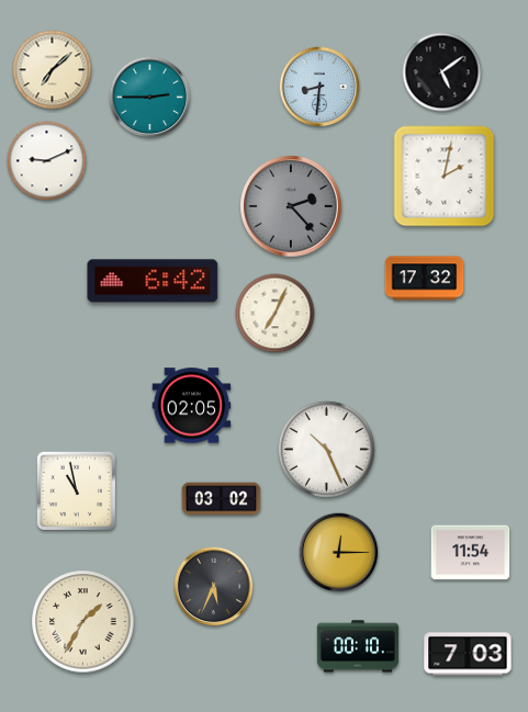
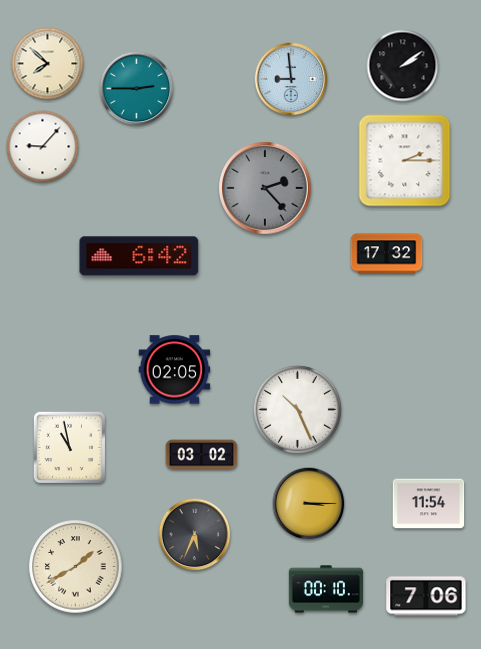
clock at (53, 70): 7:08 -> 7:52
clock at (442, 72): 5:09 -> 2:09
clock at (319, 87): 8:31 -> 8:59
clock at (47, 161): 9:11 -> 9:07
clock at (445, 177): 2:02 -> 2:15
clock at (276, 314): 7:04 -> none
clock at (339, 553): 12:15 -> 3:15
clock at (83, 622): 1:35 -> 1:40
clock at (468, 654): 7:03 -> 7:06
